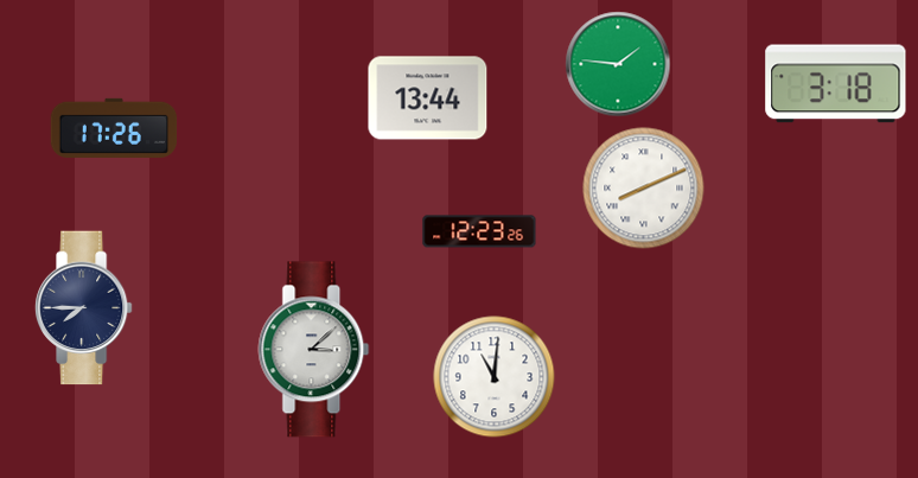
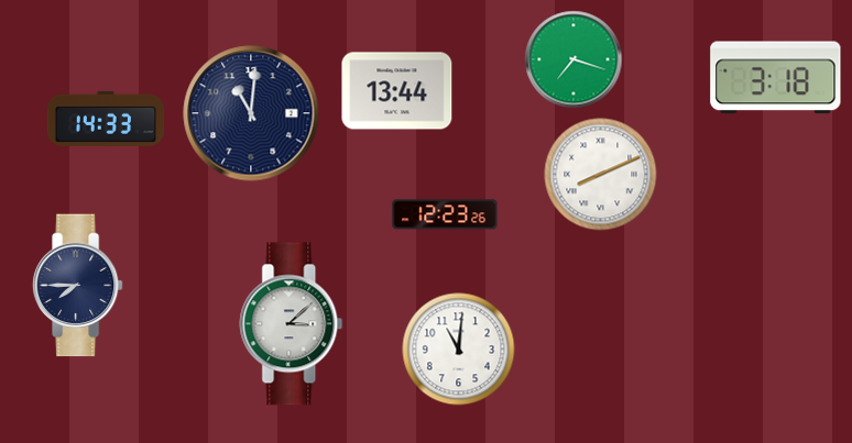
clock at (618, 64): 1:46 -> 7:18
clock at (251, 113): none -> 11:01
clock at (114, 128): 17:26 -> 14:33
clock at (644, 189) position: (644, 189) -> (601, 175)
